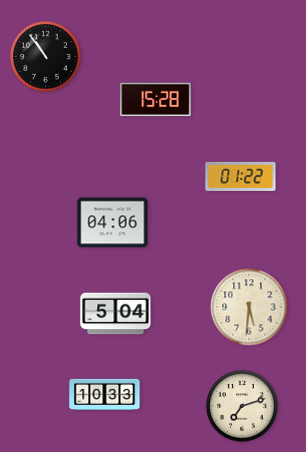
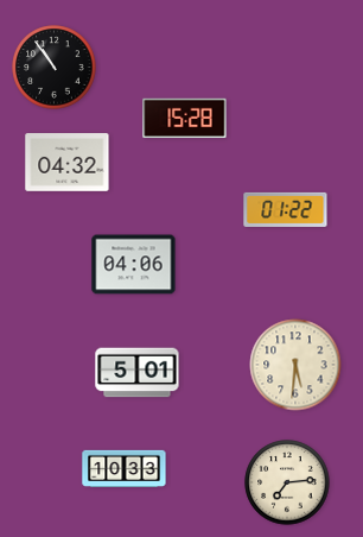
clock at (68, 163): none -> 04:32
clock at (116, 314): 5:04 -> 5:01
clock at (242, 406): 7:12 -> 7:14
